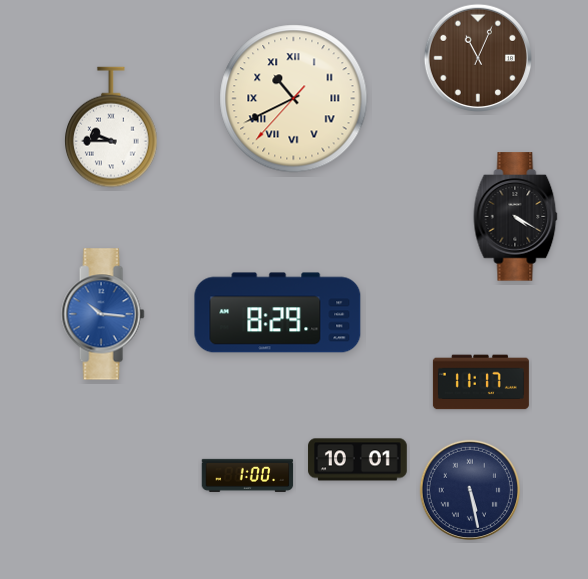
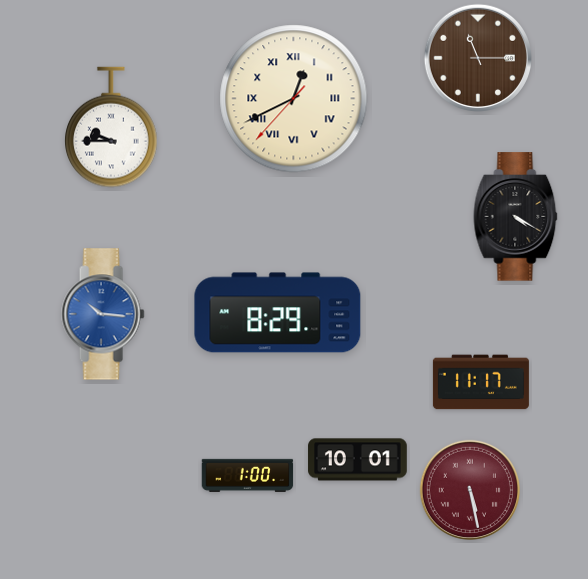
clock at (477, 57): 11:04 -> 11:15
clock at (294, 99): 10:40 -> 12:40
clock at (470, 490) dial: navy -> burgundy
